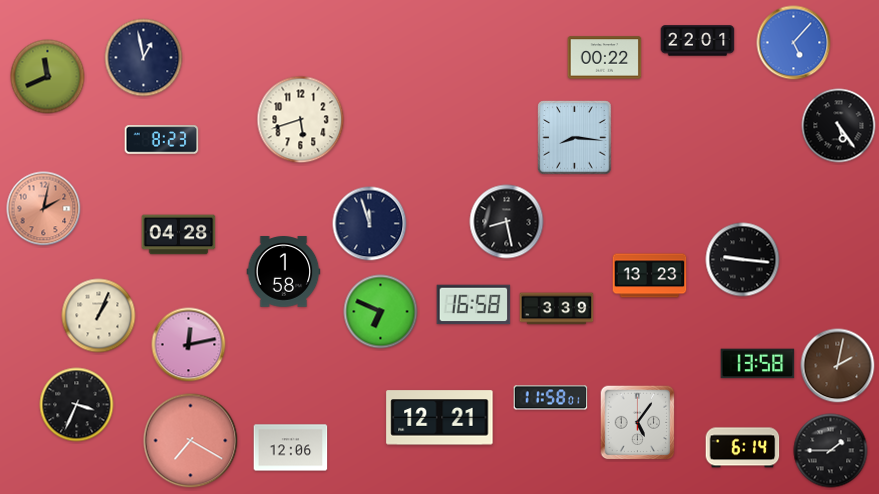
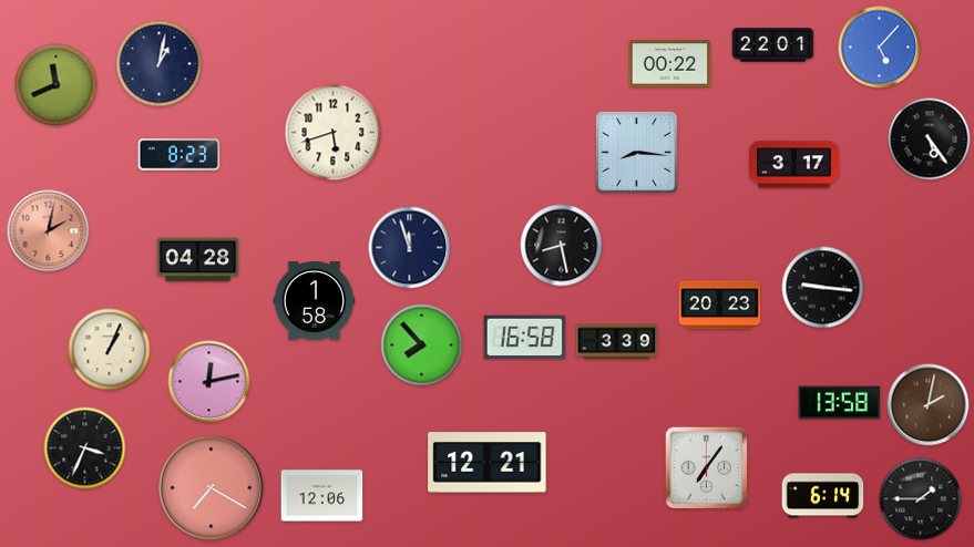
clock at (144, 58): 12:58 -> 1:02
clock at (48, 77) position: (48, 77) -> (57, 85)
clock at (794, 165): none -> 3:17
clock at (650, 276): 13:23 -> 20:23
clock at (381, 312): 6:49 -> 7:53
clock at (551, 398): 11:58 -> none
clock at (638, 423): 5:06 -> 7:06
